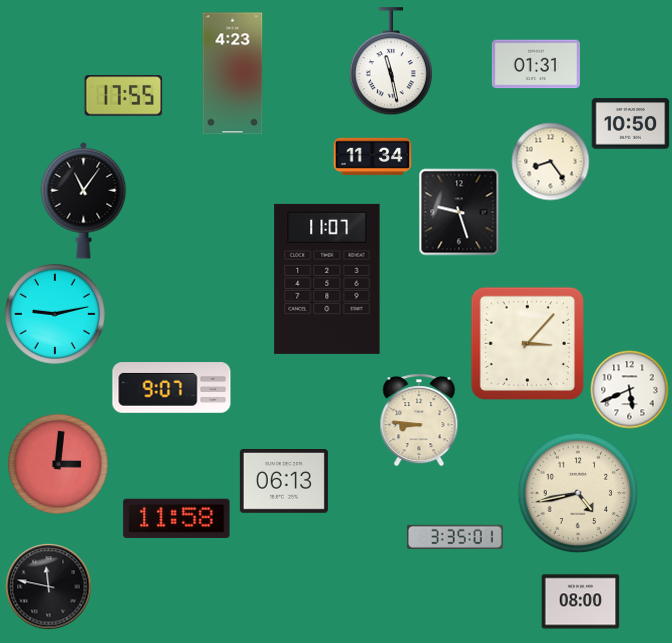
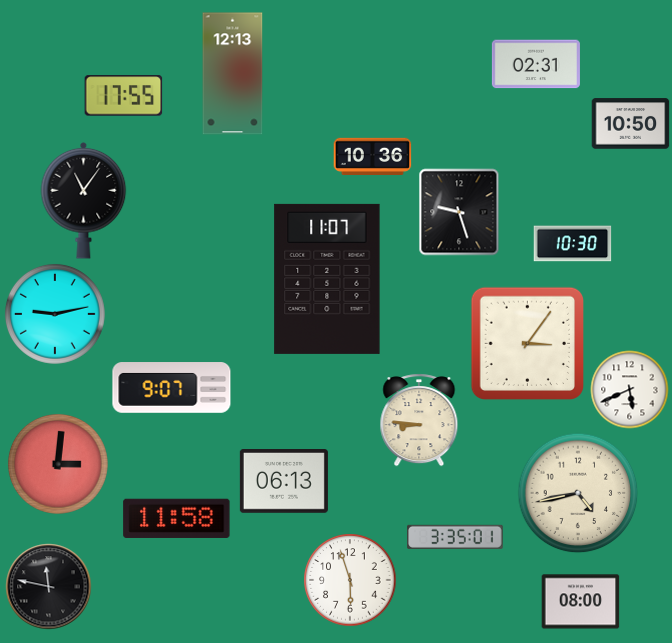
clock at (391, 61): 11:28 -> none
clock at (536, 64): 01:31 -> 02:31
clock at (233, 74): 4:23 -> 12:13
clock at (372, 156): 11:34 -> 10:36
clock at (550, 161): 8:24 -> none
clock at (572, 244): none -> 10:30
clock at (527, 343): 3:07 -> 3:06
clock at (350, 580): none -> 5:57
